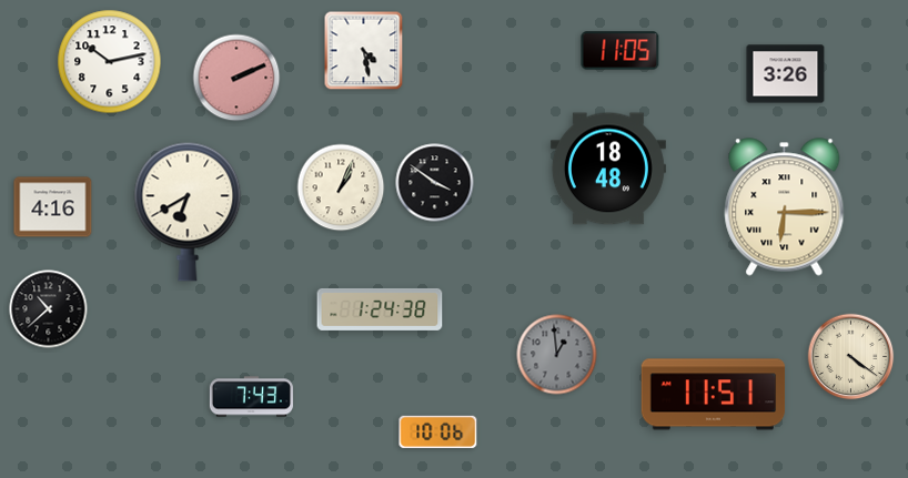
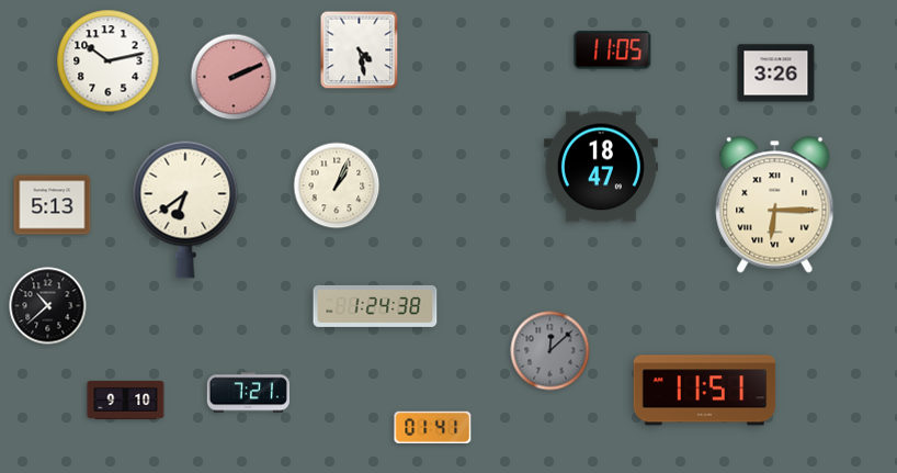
clock at (608, 169): 18:48 -> 18:47
clock at (435, 183): 3:51 -> none
clock at (53, 207): 4:16 -> 5:13
clock at (188, 212): 6:40 -> 6:39
clock at (557, 355): 12:59 -> 12:08
clock at (851, 357): 4:21 -> none
clock at (251, 397): 7:43 -> 7:21
clock at (126, 399): none -> 9:10
clock at (438, 431): 10:06 -> 01:41
